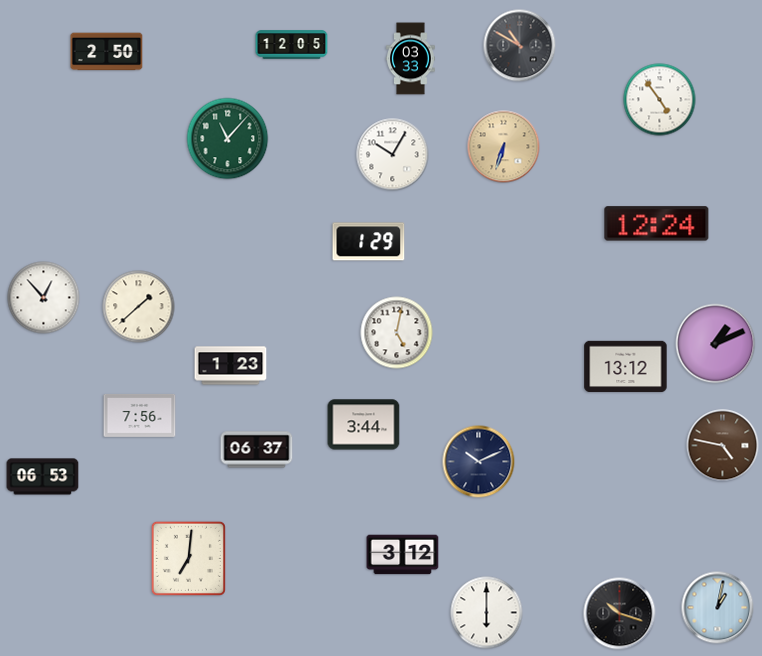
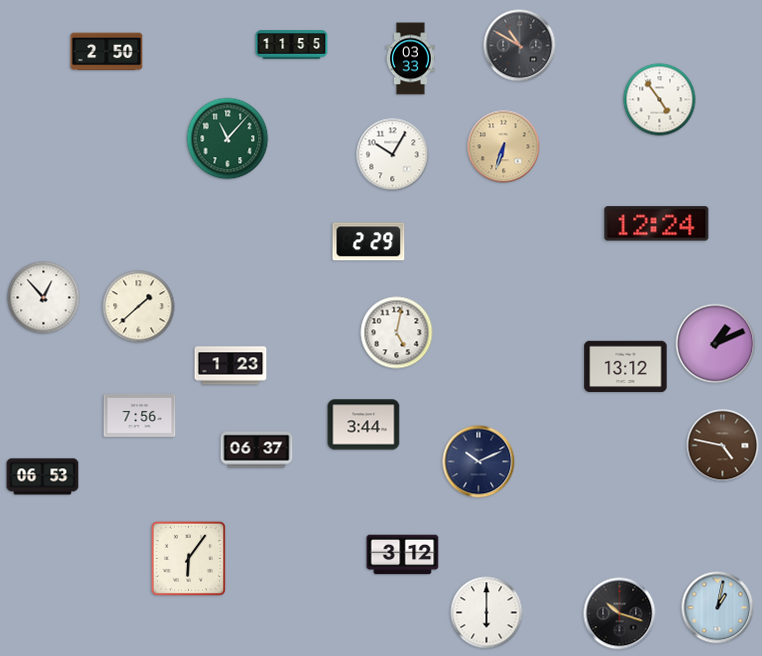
clock at (292, 45): 12:05 -> 11:55
clock at (369, 242): 1:29 -> 2:29
clock at (188, 558): 7:01 -> 6:06
